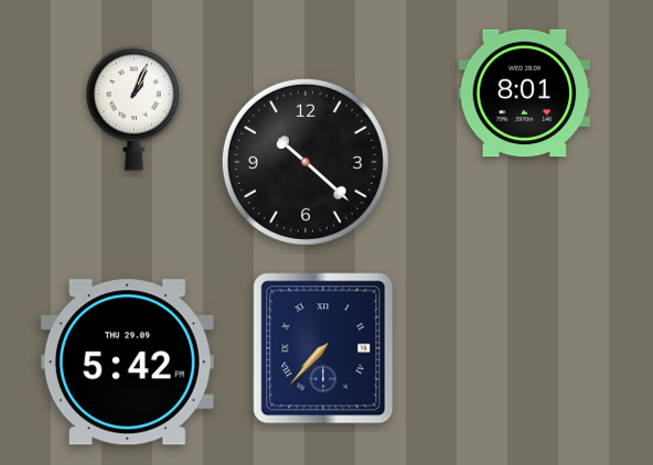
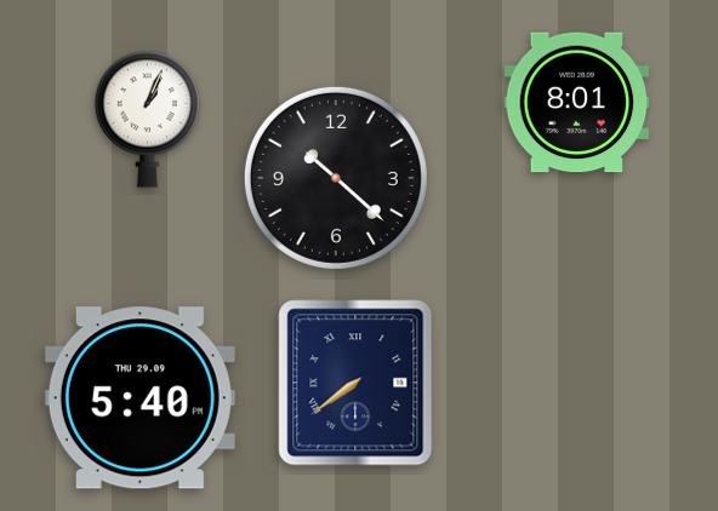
clock at (323, 348): 7:37 -> 7:39
clock at (127, 363): 5:42 -> 5:40
